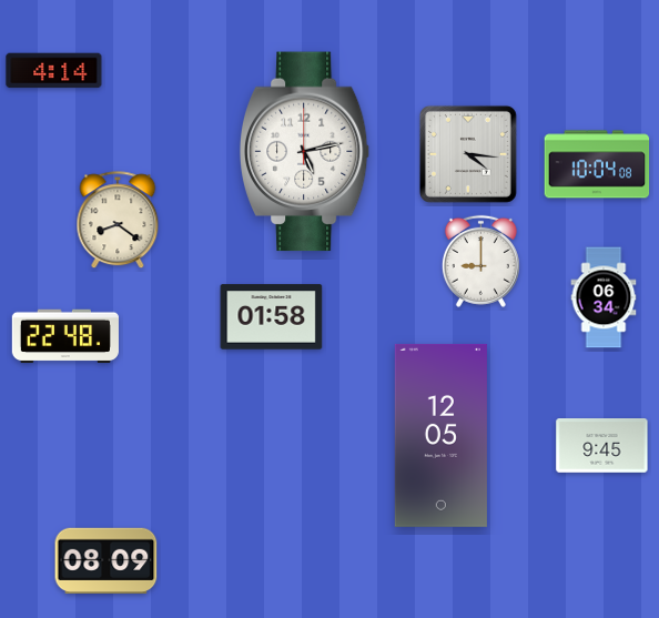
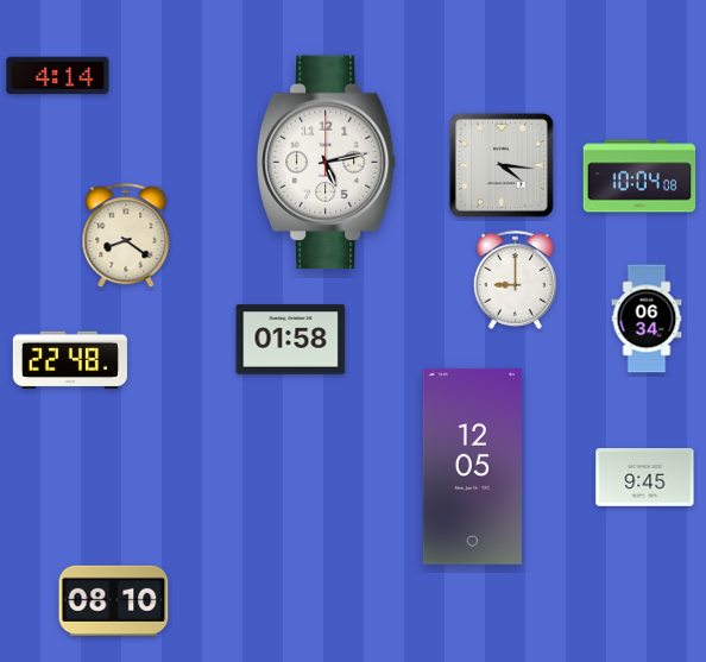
clock at (107, 560): 08:09 -> 08:10
